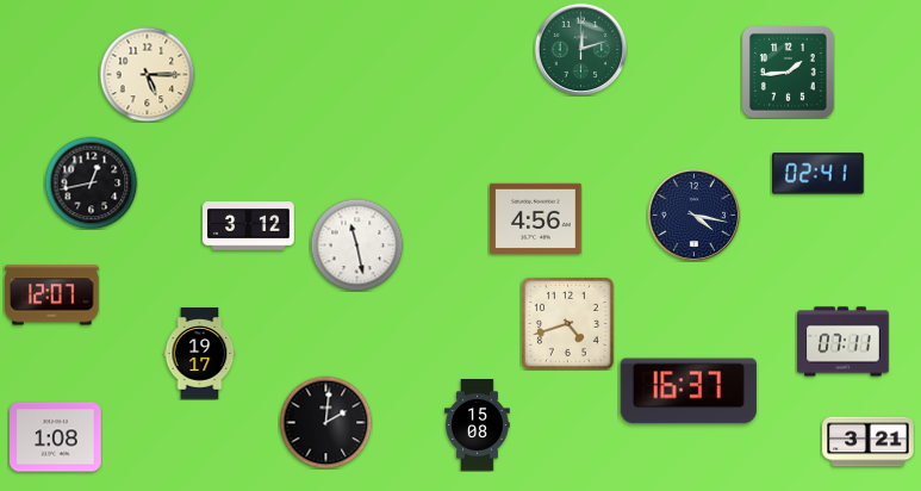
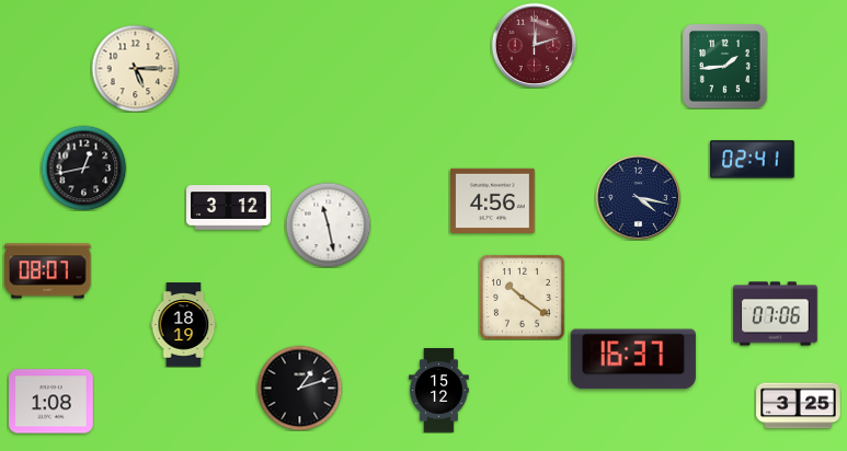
clock at (580, 49) dial: green -> burgundy
clock at (52, 296): 12:07 -> 08:07
clock at (567, 323): 4:42 -> 10:21
clock at (844, 342): 07:11 -> 07:06
clock at (200, 354): 19:17 -> 18:19
clock at (325, 422): 2:01 -> 1:12
clock at (478, 425): 15:08 -> 15:12
clock at (869, 442): 3:21 -> 3:25
